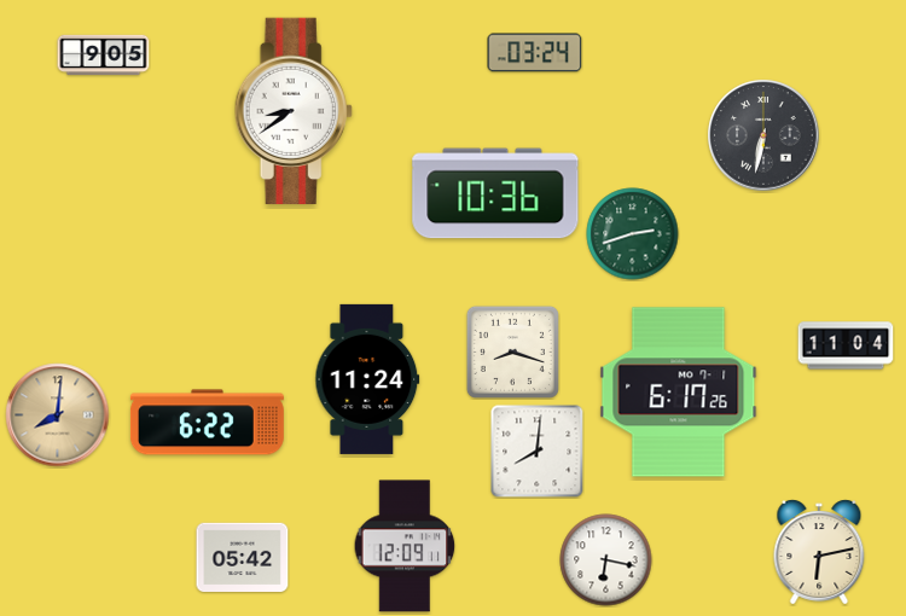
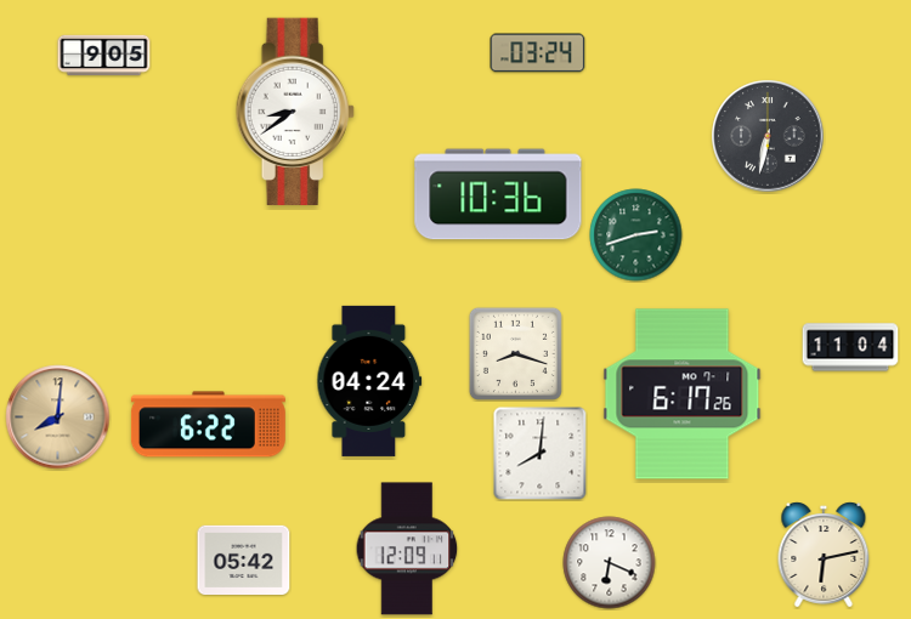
clock at (367, 379): 11:24 -> 04:24
clock at (606, 560): 6:17 -> 6:19
